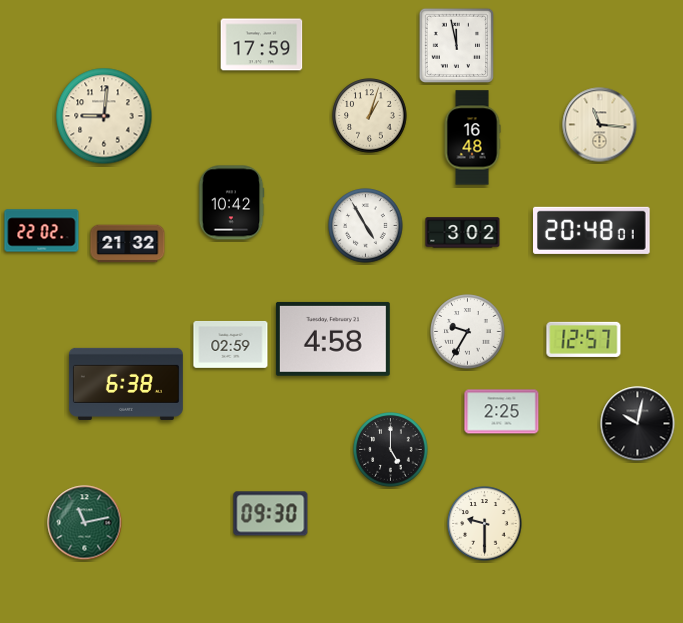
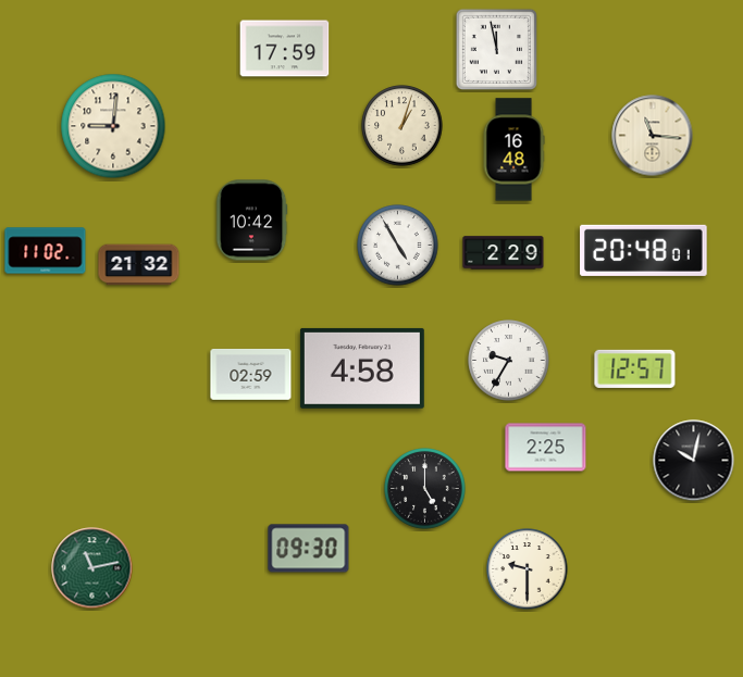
clock at (42, 231): 22:02 -> 11:02
clock at (463, 233): 3:02 -> 2:29
clock at (126, 384): 6:38 -> none
clock at (271, 514) position: (271, 514) -> (309, 549)
